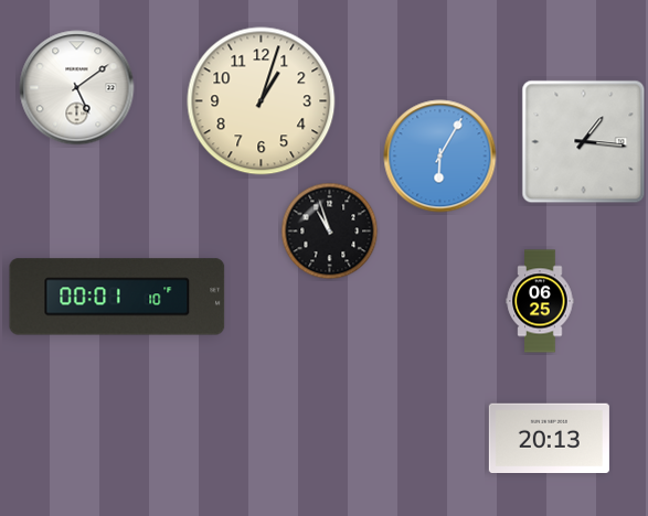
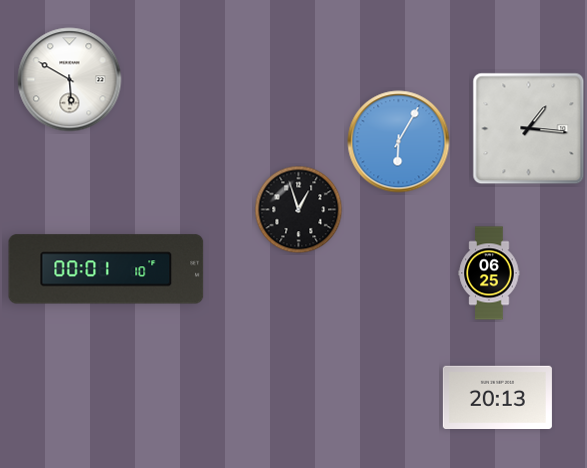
clock at (77, 88): 5:09 -> 5:50
clock at (262, 101): 1:03 -> none
clock at (330, 232): 10:57 -> 12:57
